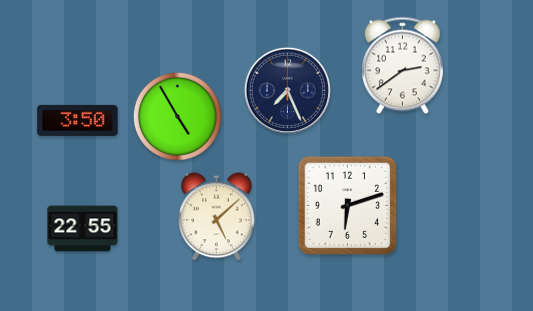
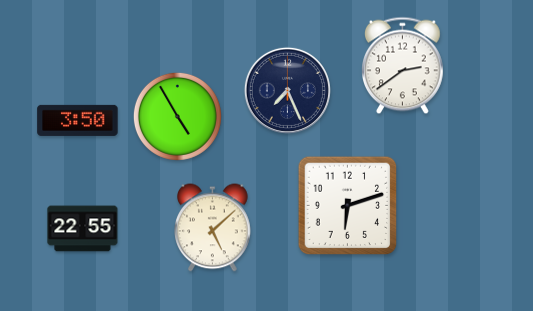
clock at (217, 217) position: (217, 217) -> (213, 228)
